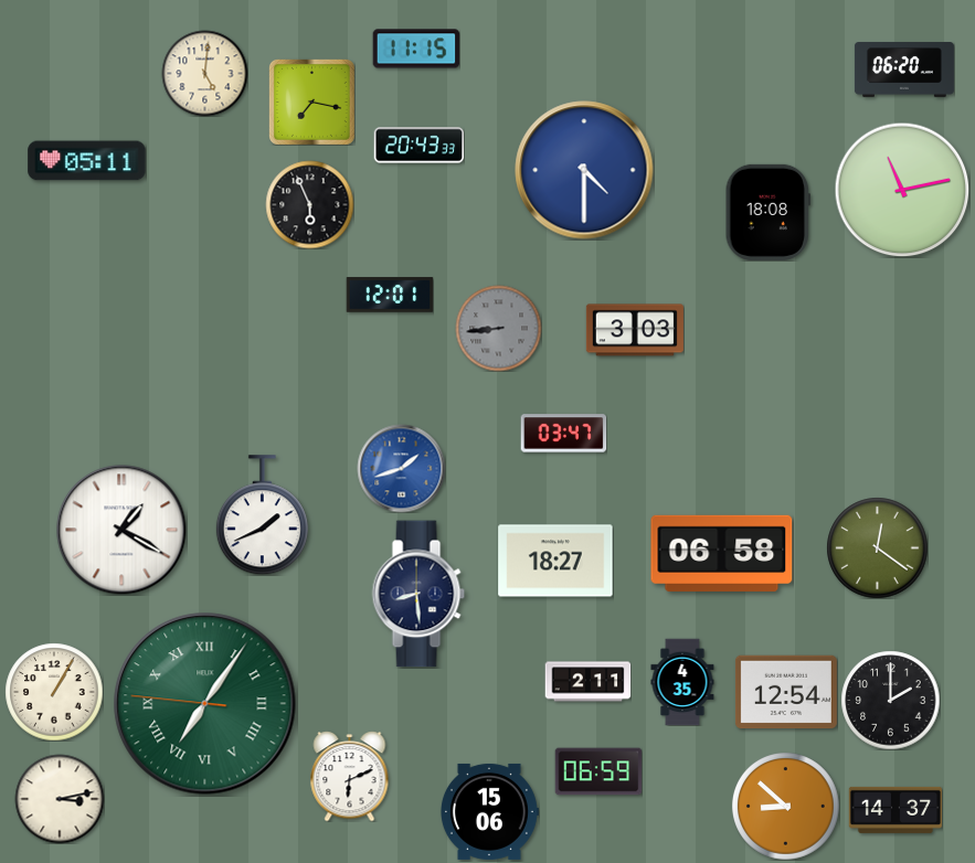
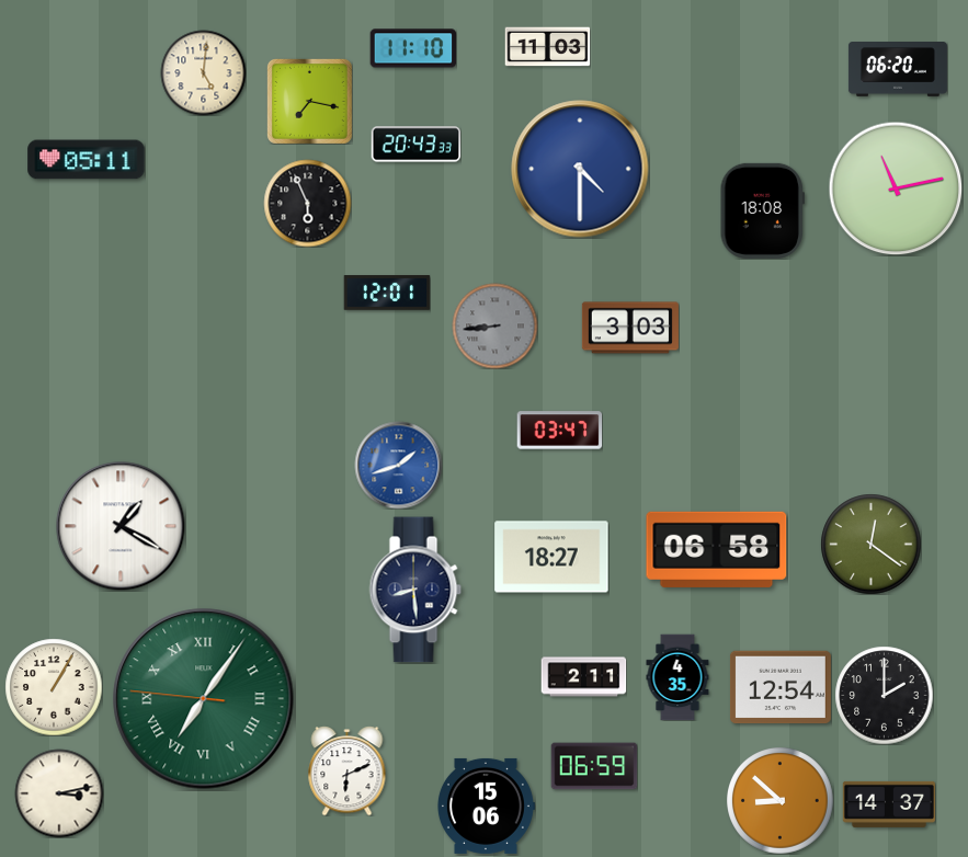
clock at (547, 47): none -> 11:03
clock at (416, 49): 11:15 -> 11:10
clock at (262, 515): 1:41 -> none
